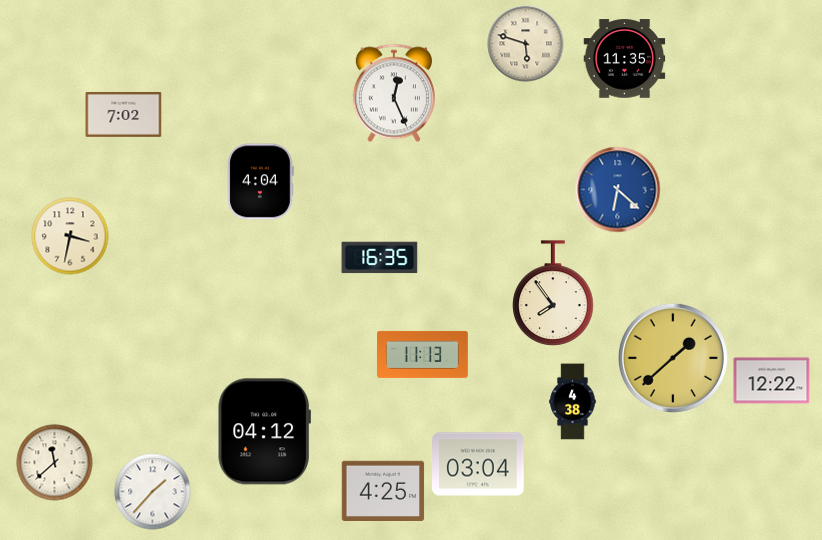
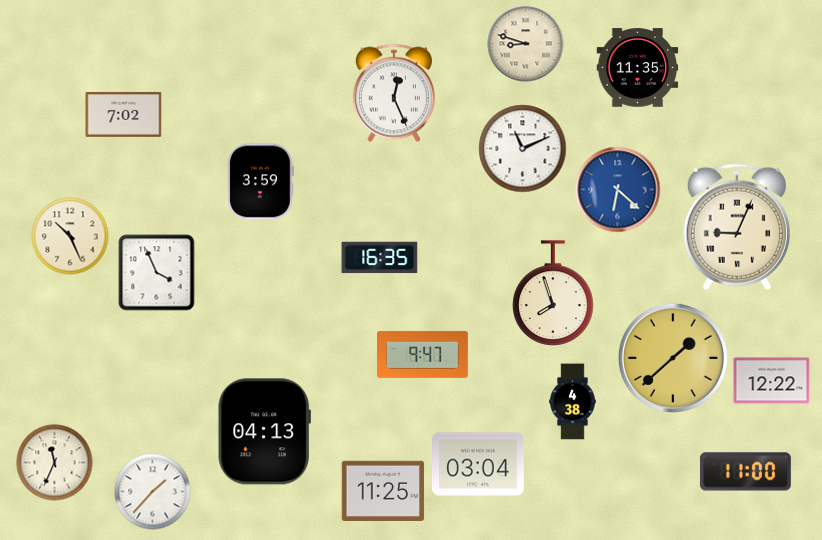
clock at (526, 44): 5:48 -> 8:48
clock at (625, 59) position: (625, 59) -> (638, 68)
clock at (523, 149): none -> 11:11
clock at (260, 182): 4:04 -> 3:59
clock at (737, 227): none -> 9:04
clock at (70, 236): 3:32 -> 10:26
clock at (157, 273): none -> 3:56
clock at (553, 293): 7:54 -> 7:57
clock at (423, 354): 11:13 -> 9:47
clock at (264, 432): 04:12 -> 04:13
clock at (55, 463): 11:38 -> 11:34
clock at (745, 472): none -> 11:00
clock at (383, 490): 4:25 -> 11:25
